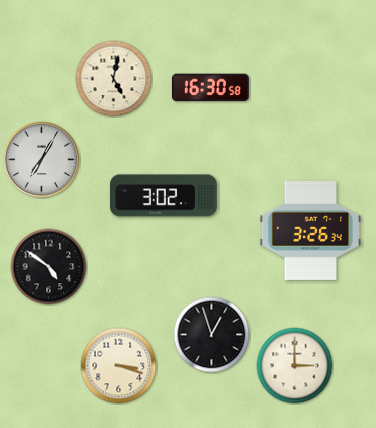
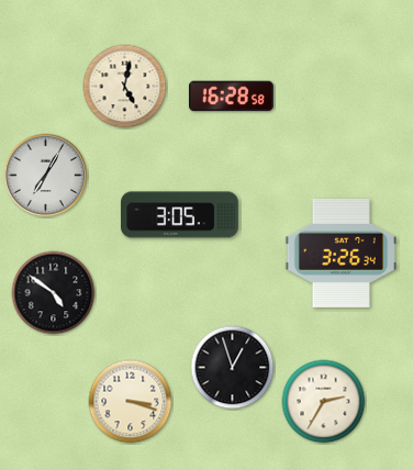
clock at (210, 88): 16:30 -> 16:28
clock at (164, 196): 3:02 -> 3:05
clock at (295, 366): 3:00 -> 2:35
